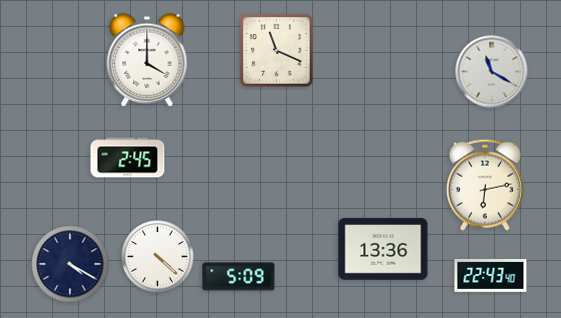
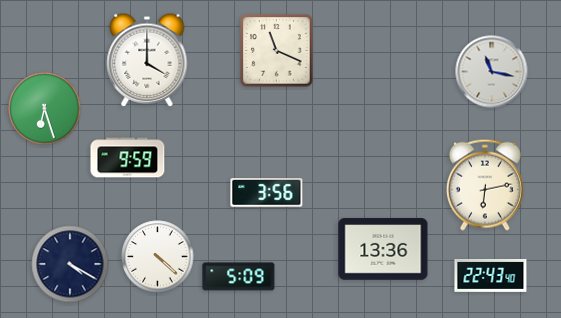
clock at (492, 72): 11:20 -> 11:17
clock at (45, 109): none -> 6:27
clock at (128, 158): 2:45 -> 9:59
clock at (267, 193): none -> 3:56
